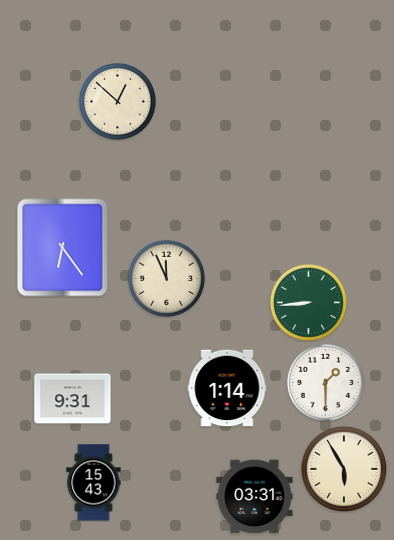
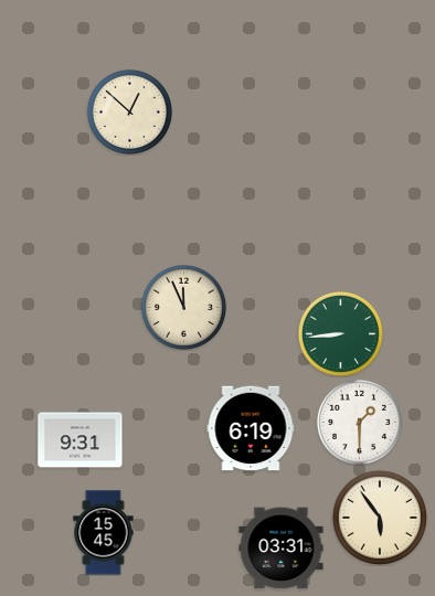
clock at (63, 248): 6:24 -> none
clock at (227, 388): 1:14 -> 6:19
clock at (343, 468): 5:55 -> 5:54
clock at (94, 483): 15:43 -> 15:45
